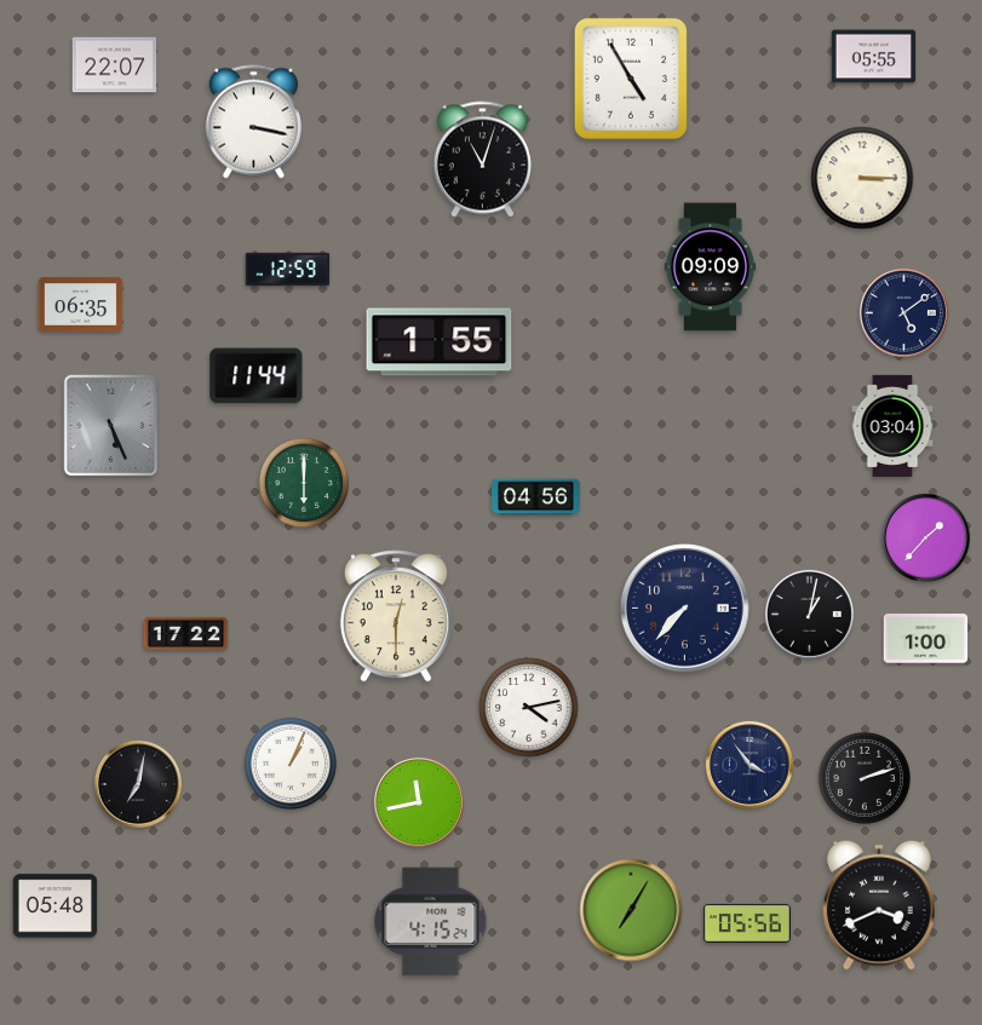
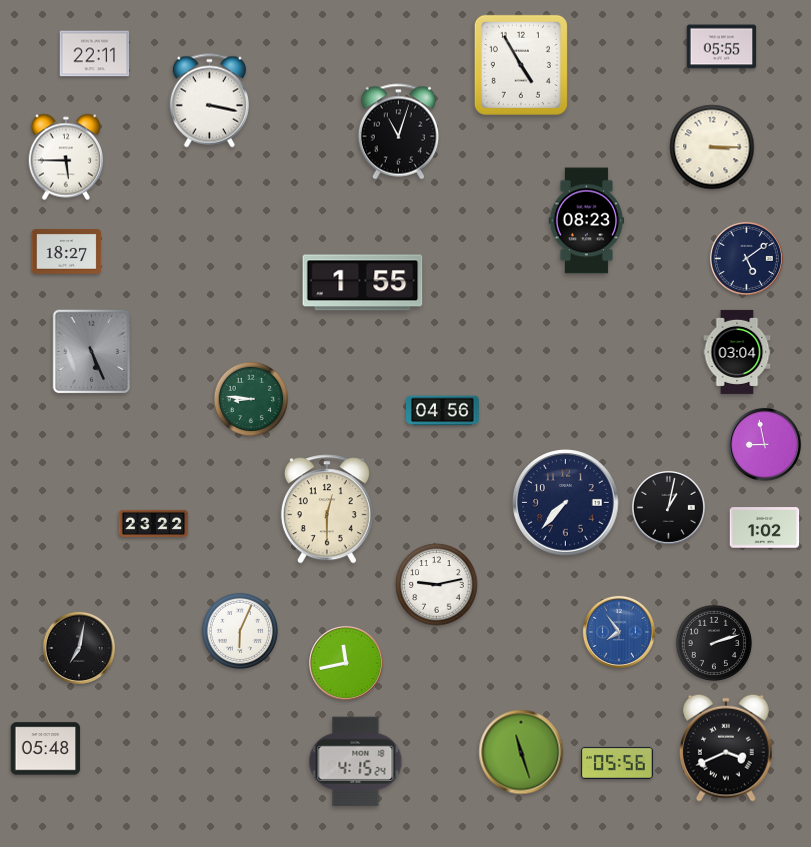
clock at (115, 65): 22:07 -> 22:11
clock at (65, 157): none -> 5:45
clock at (711, 267): 09:09 -> 08:23
clock at (288, 270): 12:59 -> none
clock at (81, 305): 06:35 -> 18:27
clock at (257, 376): 11:44 -> none
clock at (304, 483): 6:00 -> 8:46
clock at (925, 537): 1:37 -> 8:58
clock at (186, 633): 17:22 -> 23:22
clock at (926, 639): 1:00 -> 1:02
clock at (529, 708): 4:13 -> 9:13
clock at (291, 764): 1:04 -> 6:04
clock at (750, 765): 3:54 -> 7:54
clock at (750, 765) dial: navy -> blue
clock at (138, 784) position: (138, 784) -> (79, 648)
clock at (631, 910): 7:05 -> 11:27
